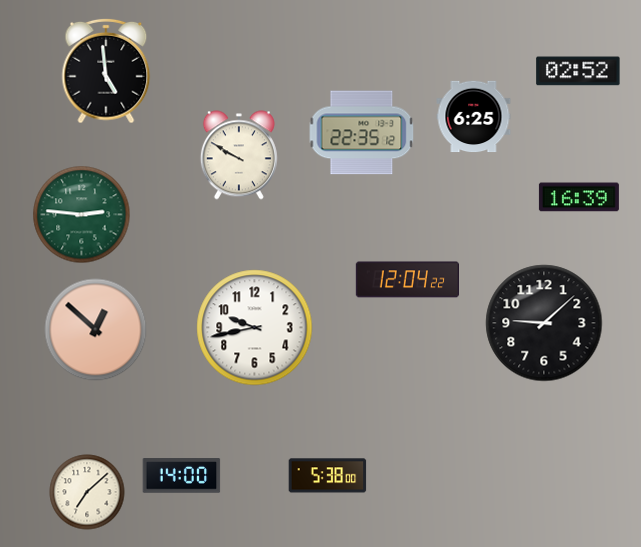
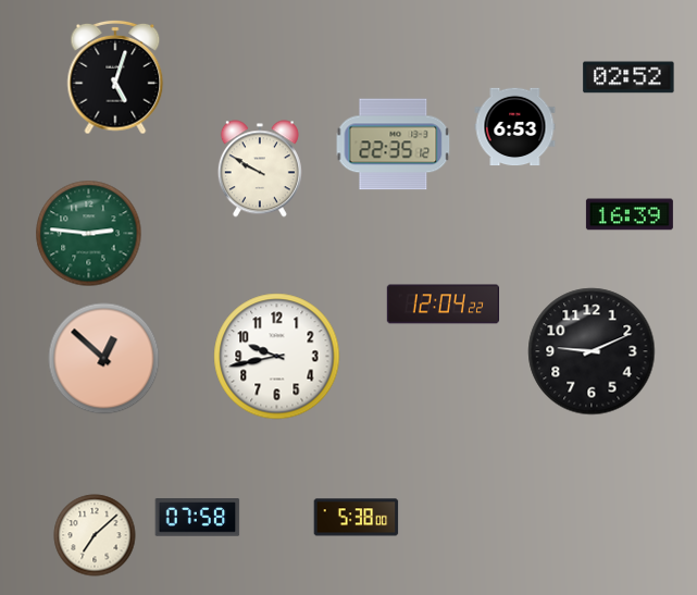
clock at (106, 71): 4:59 -> 5:03
clock at (474, 117): 6:25 -> 6:53
clock at (544, 323): 9:08 -> 9:11
clock at (182, 476): 14:00 -> 07:58
